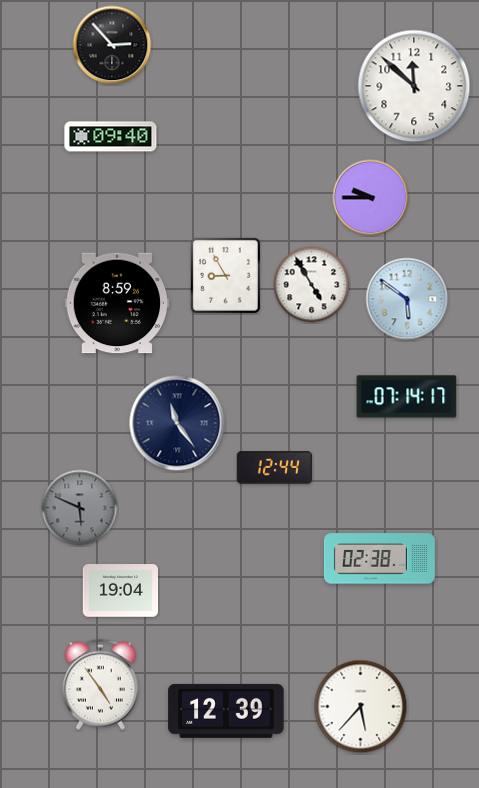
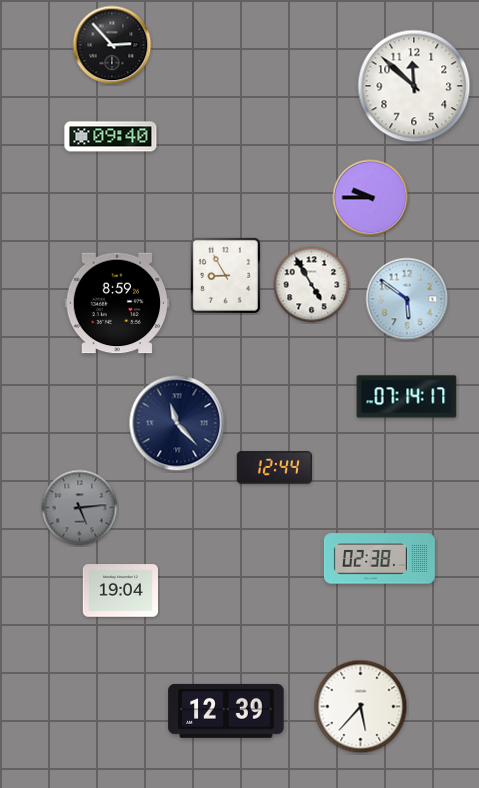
clock at (177, 423): 11:24 -> 11:23
clock at (80, 508): 5:49 -> 5:14
clock at (100, 684): 4:54 -> none
